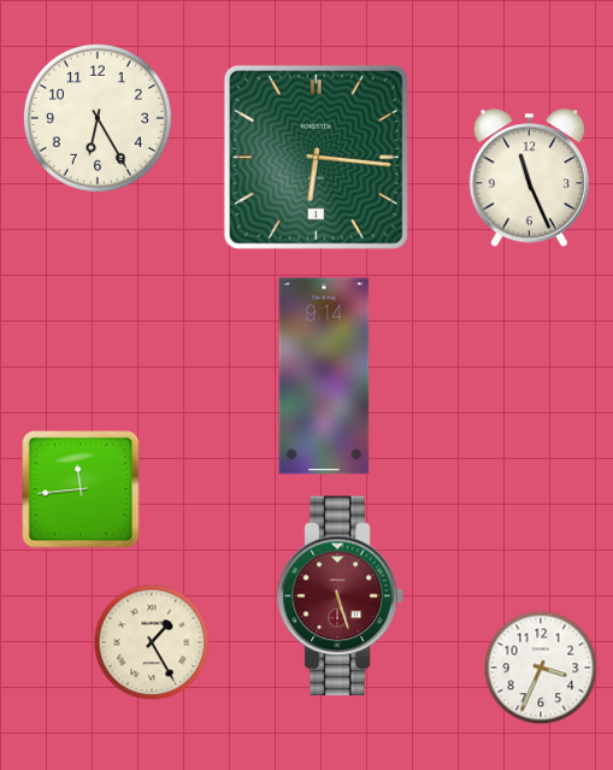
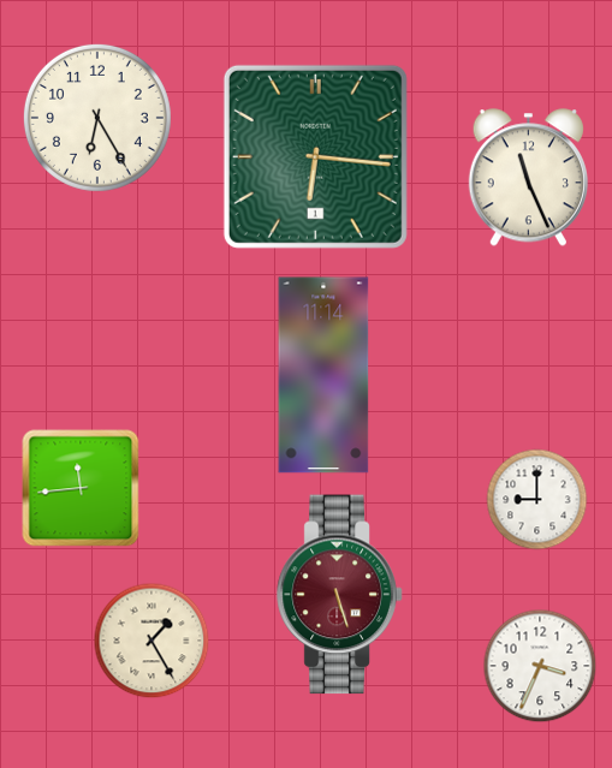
clock at (324, 376): 9:14 -> 11:14
clock at (537, 500): none -> 9:00
